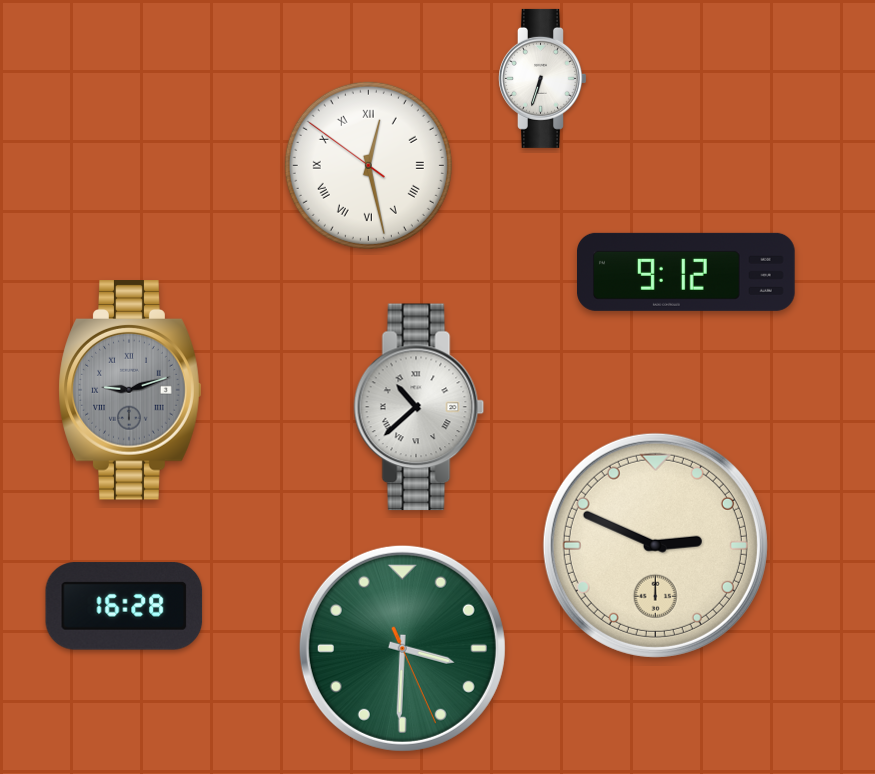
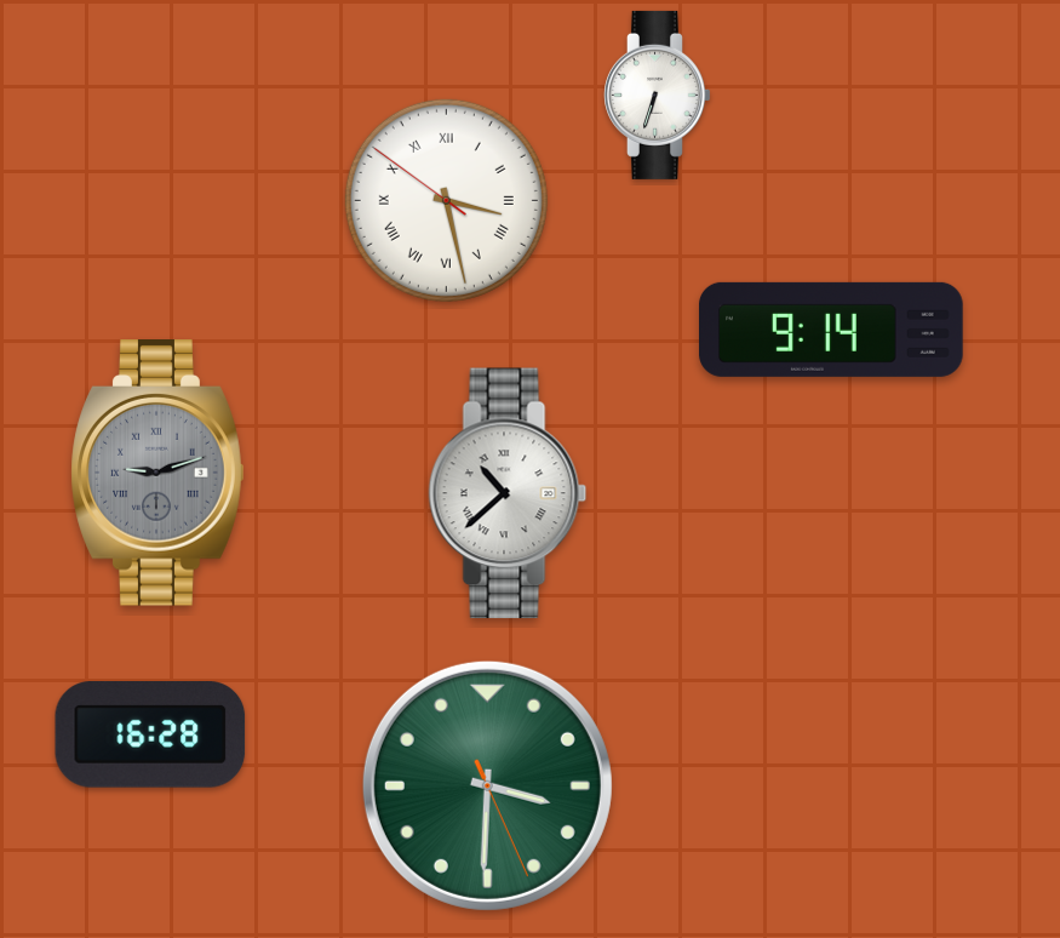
clock at (368, 165): 12:27 -> 3:27
clock at (687, 272): 9:12 -> 9:14
clock at (655, 545): 2:49 -> none
